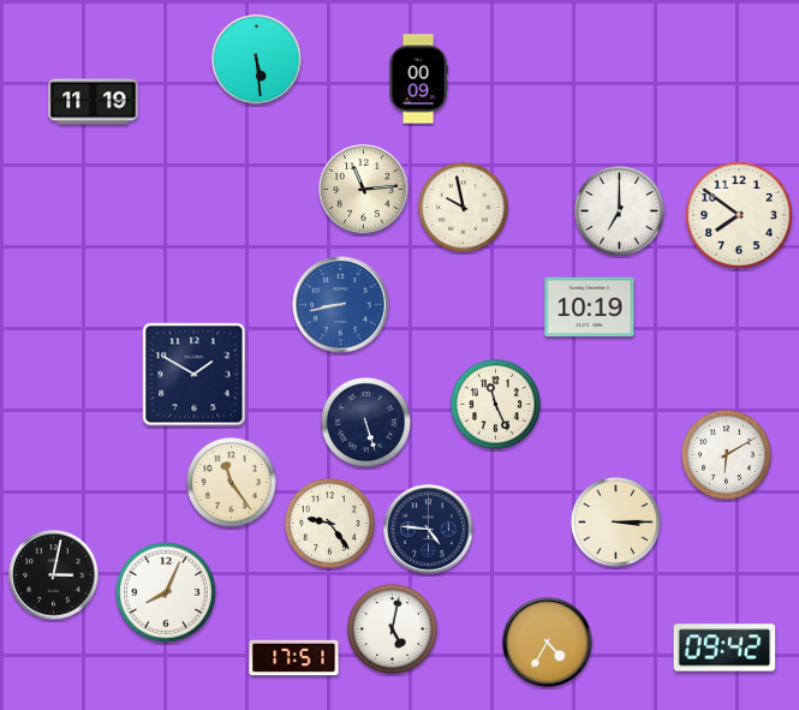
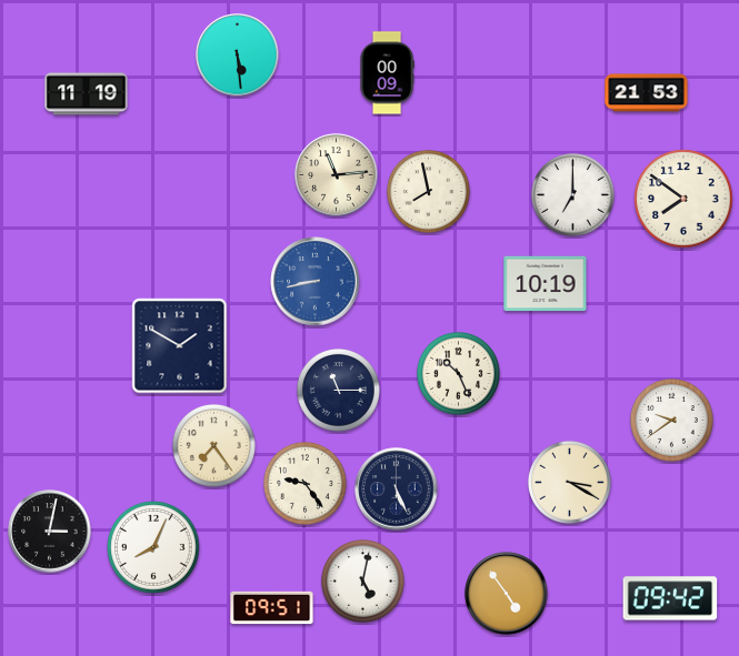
clock at (647, 93): none -> 21:53
clock at (463, 207): 9:58 -> 7:58
clock at (495, 404): 11:26 -> 10:26
clock at (365, 422): 5:27 -> 11:15
clock at (726, 454): 6:10 -> 9:39
clock at (231, 482): 11:24 -> 7:24
clock at (615, 521): 3:15 -> 3:20
clock at (429, 530): 4:46 -> 5:26
clock at (548, 643): 4:35 -> 4:54
clock at (294, 658): 17:51 -> 09:51
